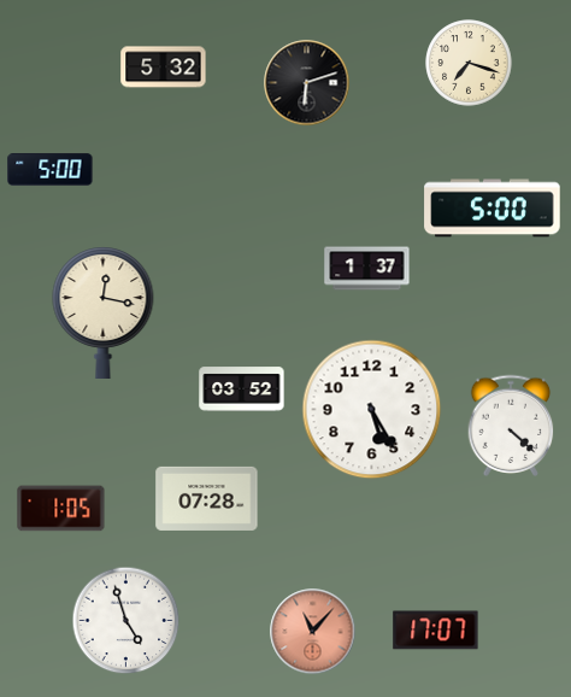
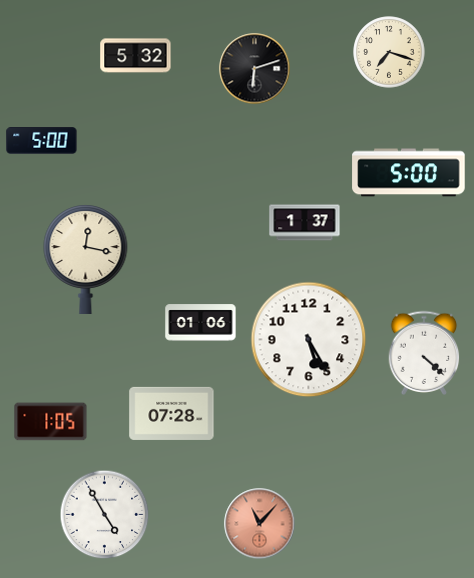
clock at (242, 389): 03:52 -> 01:06
clock at (126, 621): 4:57 -> 4:55
clock at (436, 631): 17:07 -> none
